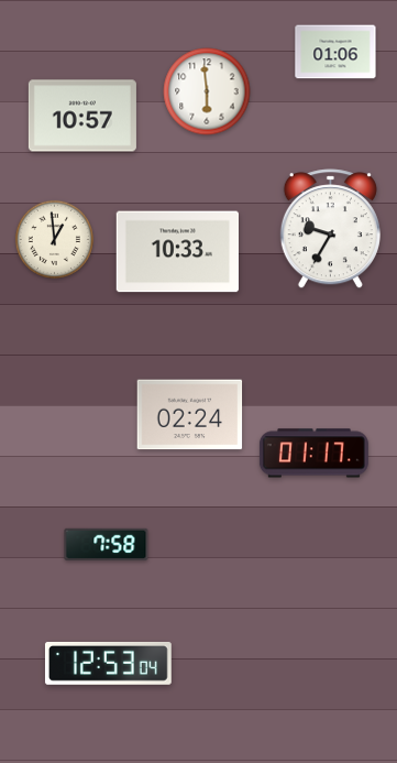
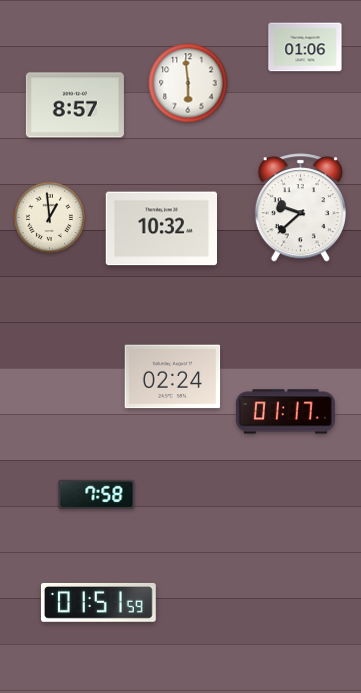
clock at (82, 116): 10:57 -> 8:57
clock at (330, 229): 9:35 -> 9:38
clock at (178, 252): 10:33 -> 10:32
clock at (109, 663): 12:53 -> 01:51
